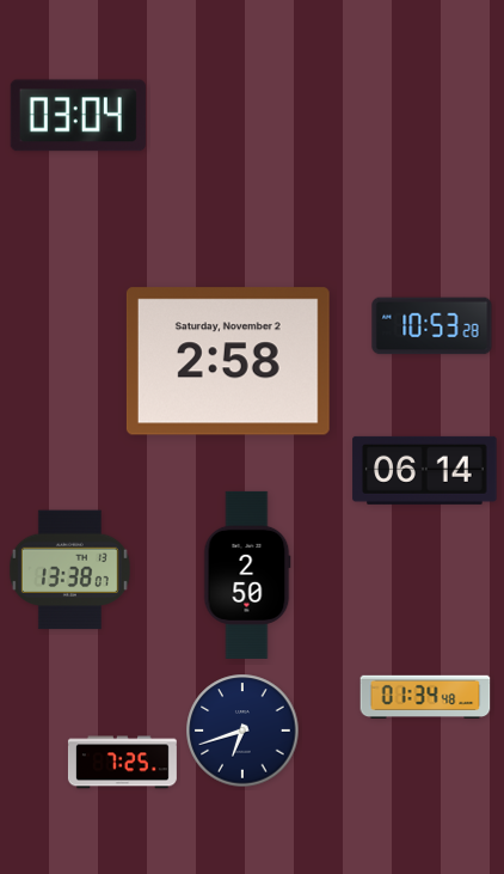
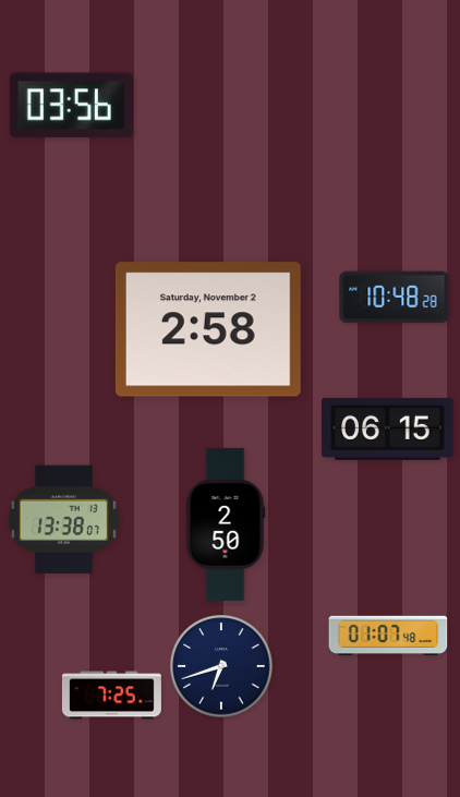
clock at (78, 116): 03:04 -> 03:56
clock at (432, 326): 10:53 -> 10:48
clock at (425, 470): 06:14 -> 06:15
clock at (425, 696): 01:34 -> 01:07
